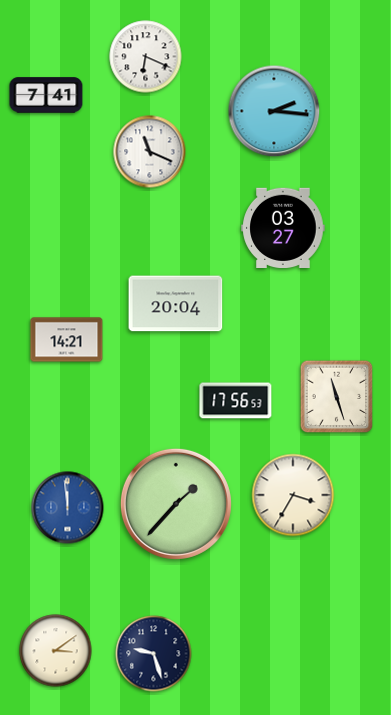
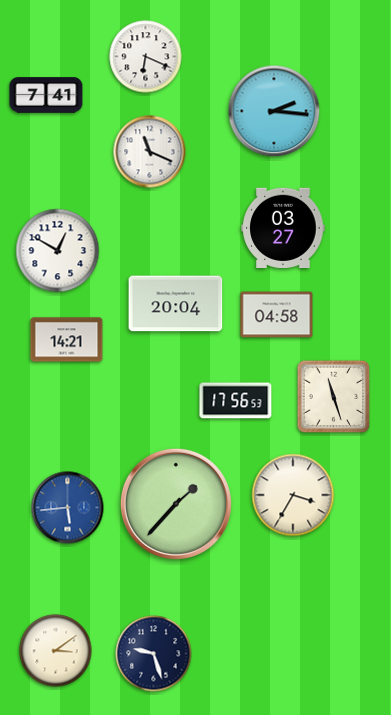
clock at (58, 251): none -> 12:50
clock at (277, 315): none -> 04:58
clock at (337, 397) position: (337, 397) -> (334, 397)
clock at (68, 508): 11:59 -> 5:44
